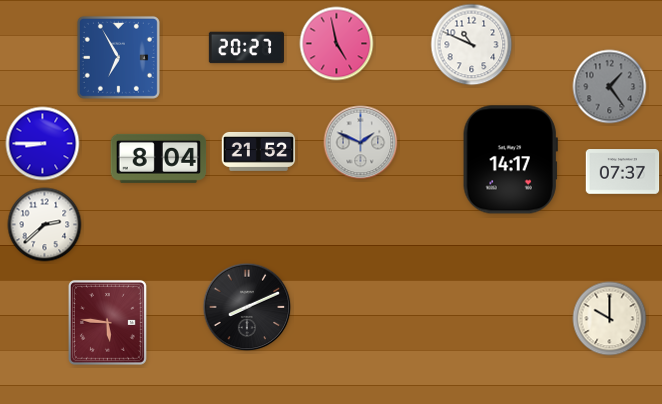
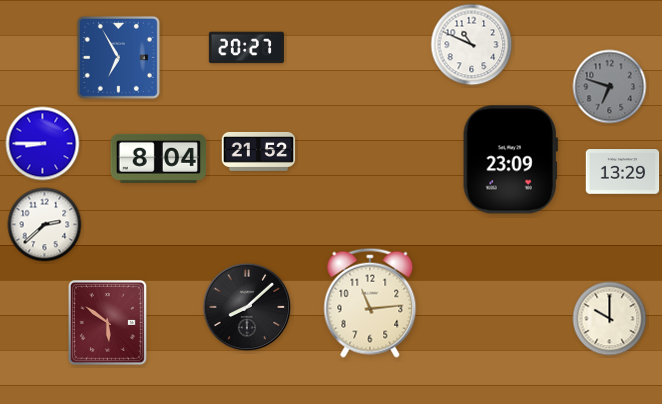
clock at (337, 44): 4:58 -> none
clock at (610, 87): 1:24 -> 6:48
clock at (361, 143): 1:49 -> none
clock at (510, 160): 14:17 -> 23:09
clock at (623, 172): 07:37 -> 13:29
clock at (370, 303): none -> 11:14
clock at (247, 307): 8:11 -> 8:08
clock at (107, 322): 5:46 -> 5:51
